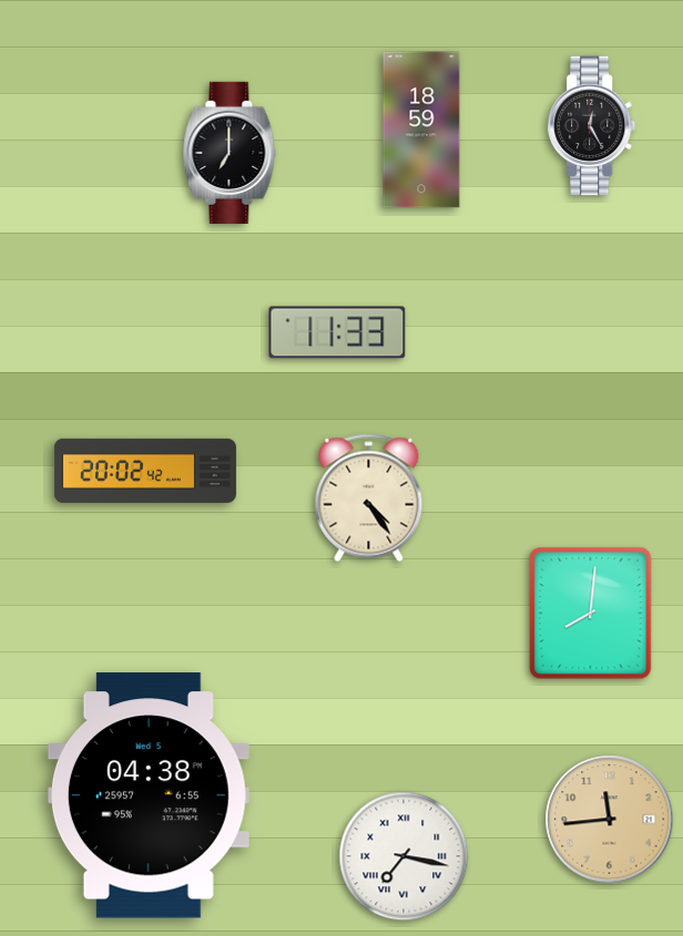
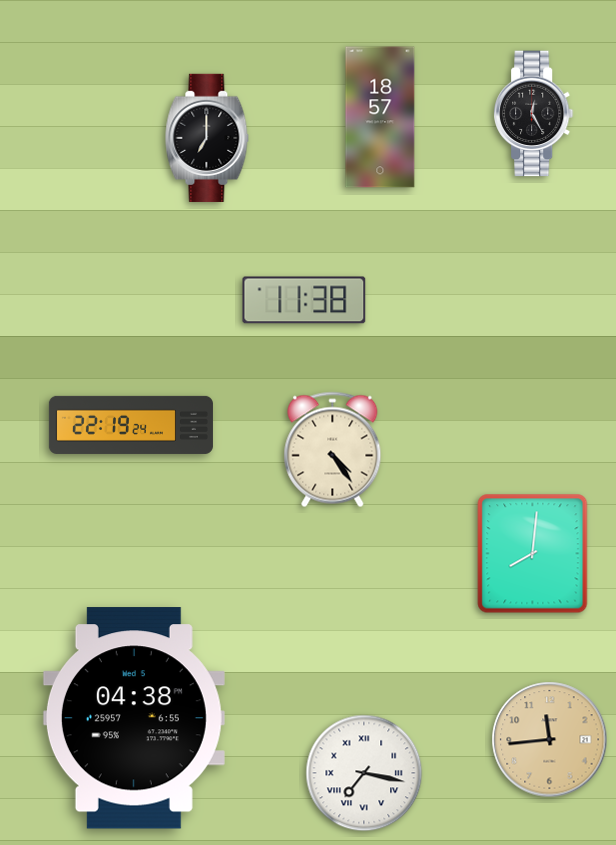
clock at (421, 130): 18:59 -> 18:57
clock at (337, 332): 11:33 -> 11:38
clock at (145, 471): 20:02 -> 22:19
